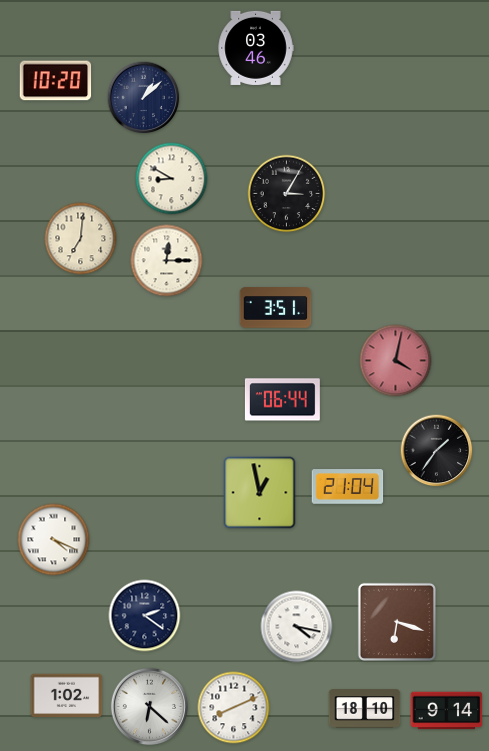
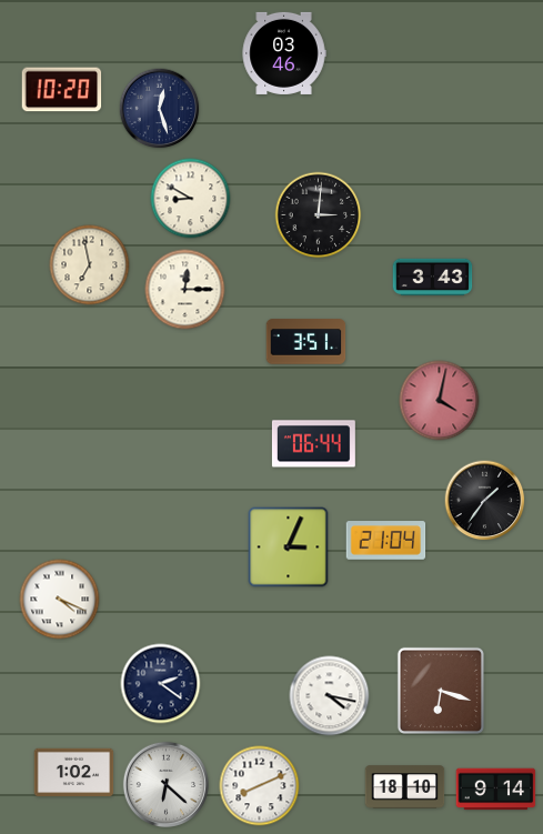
clock at (144, 98): 1:08 -> 12:27
clock at (287, 194): 3:05 -> 3:01
clock at (81, 239): 7:01 -> 6:58
clock at (433, 278): none -> 3:43
clock at (260, 493): 12:58 -> 3:04
